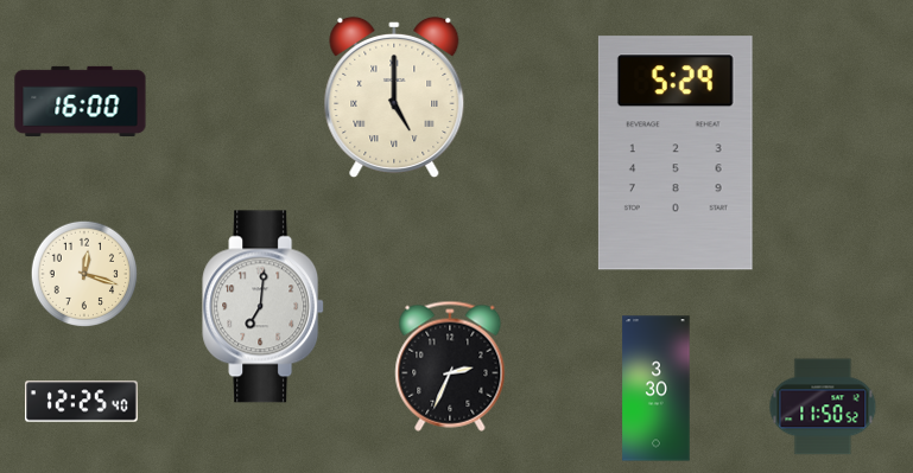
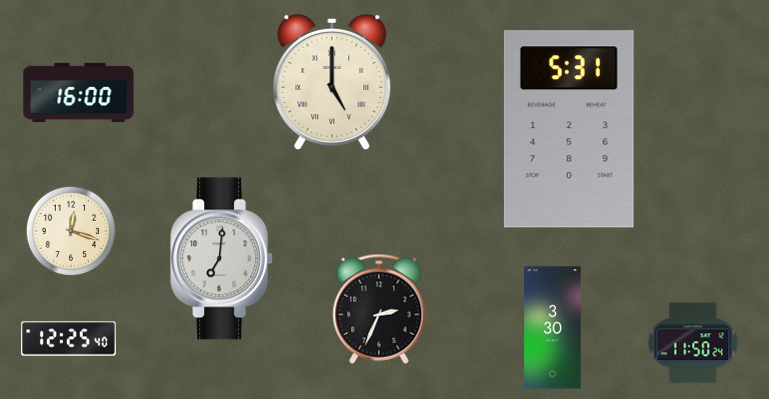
clock at (81, 101) position: (81, 101) -> (79, 92)
clock at (676, 153): 5:29 -> 5:31
clock at (823, 407): 11:50:52 -> 11:50:24
